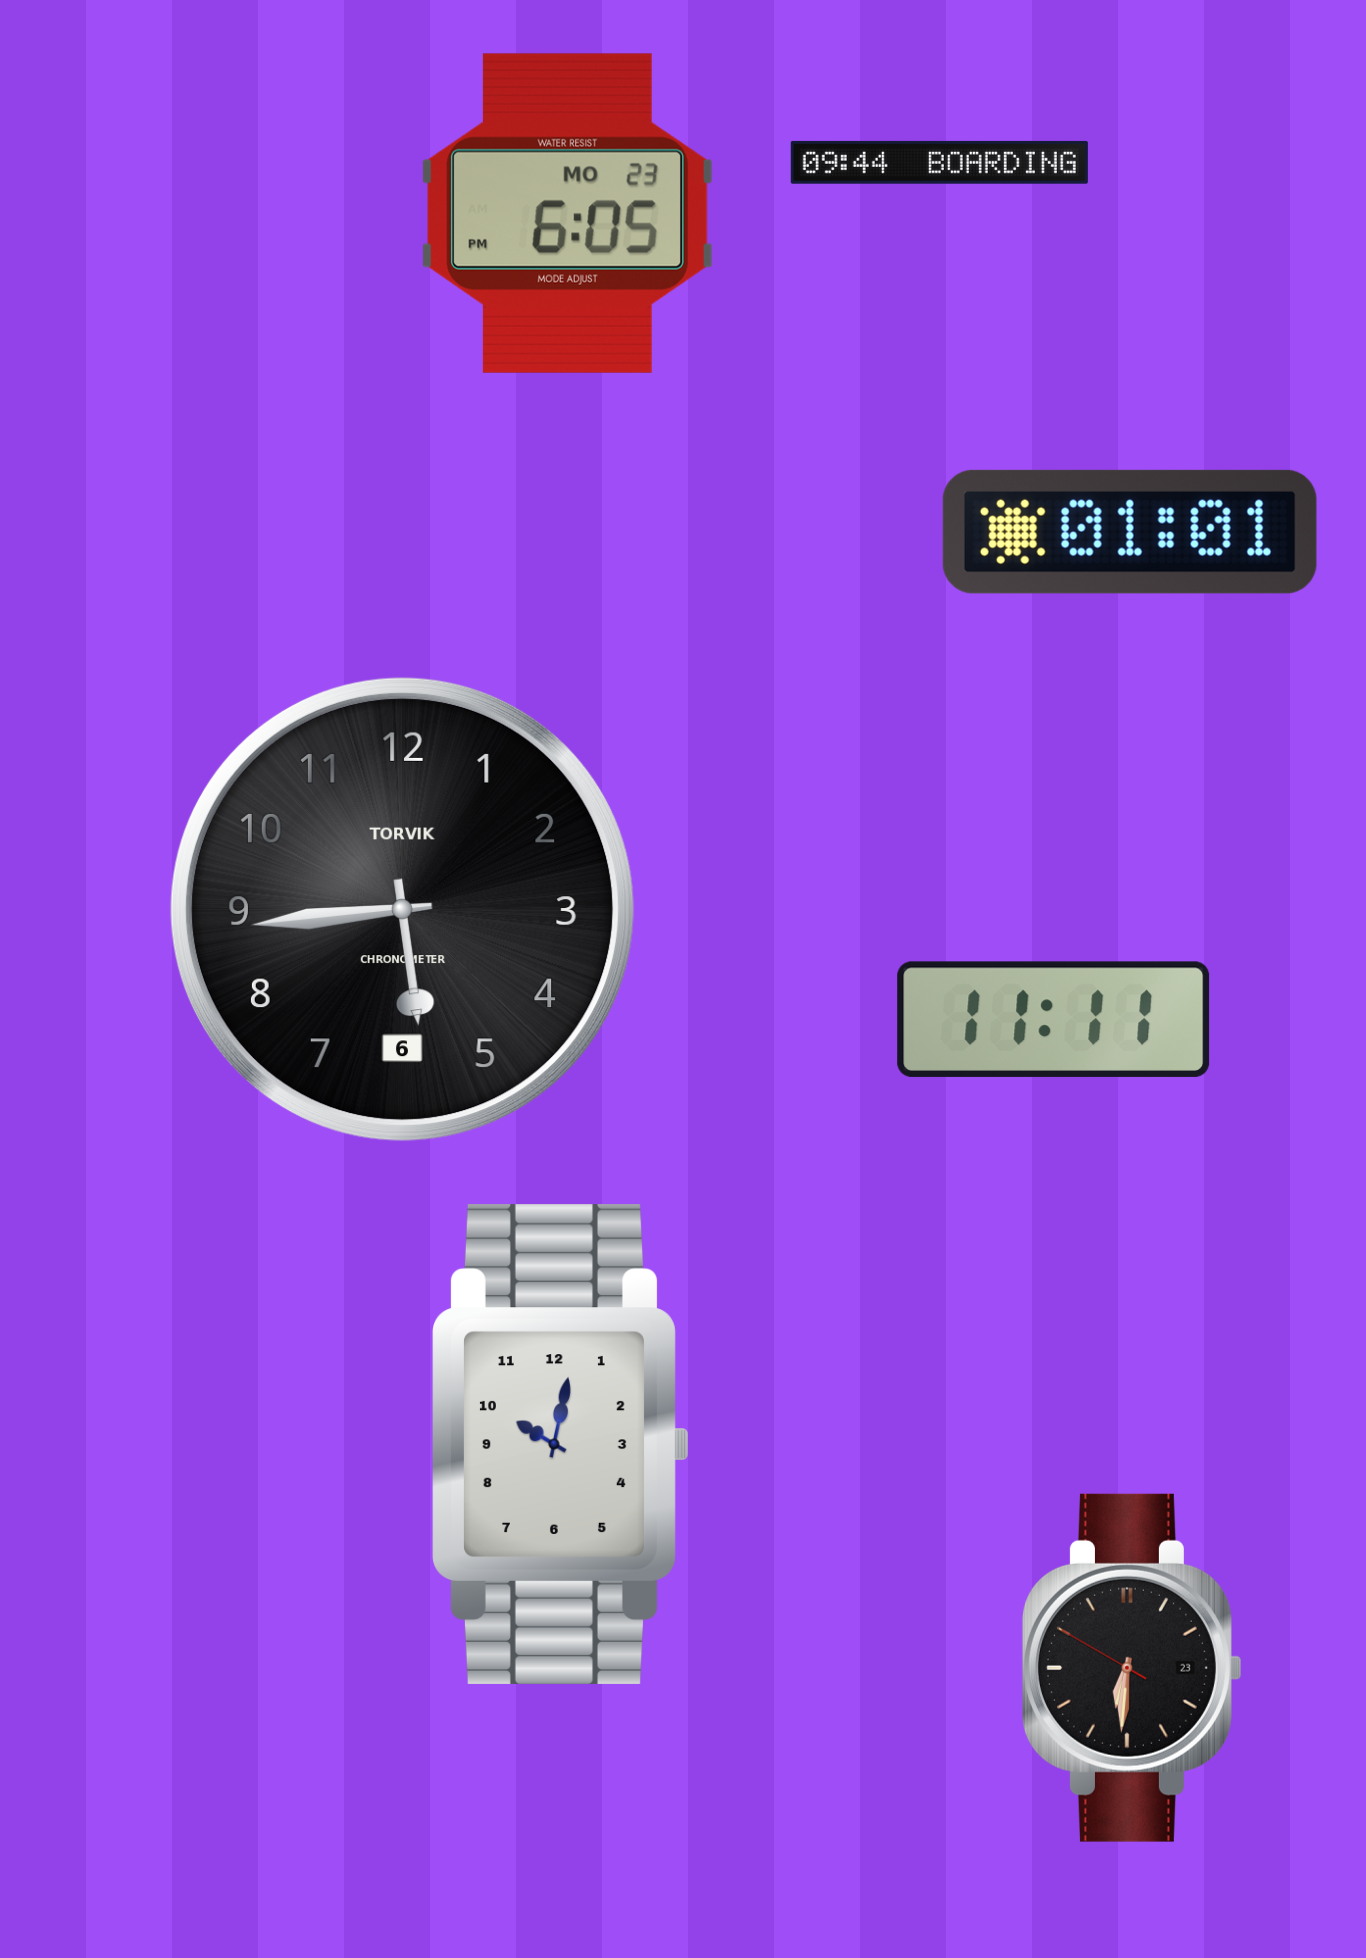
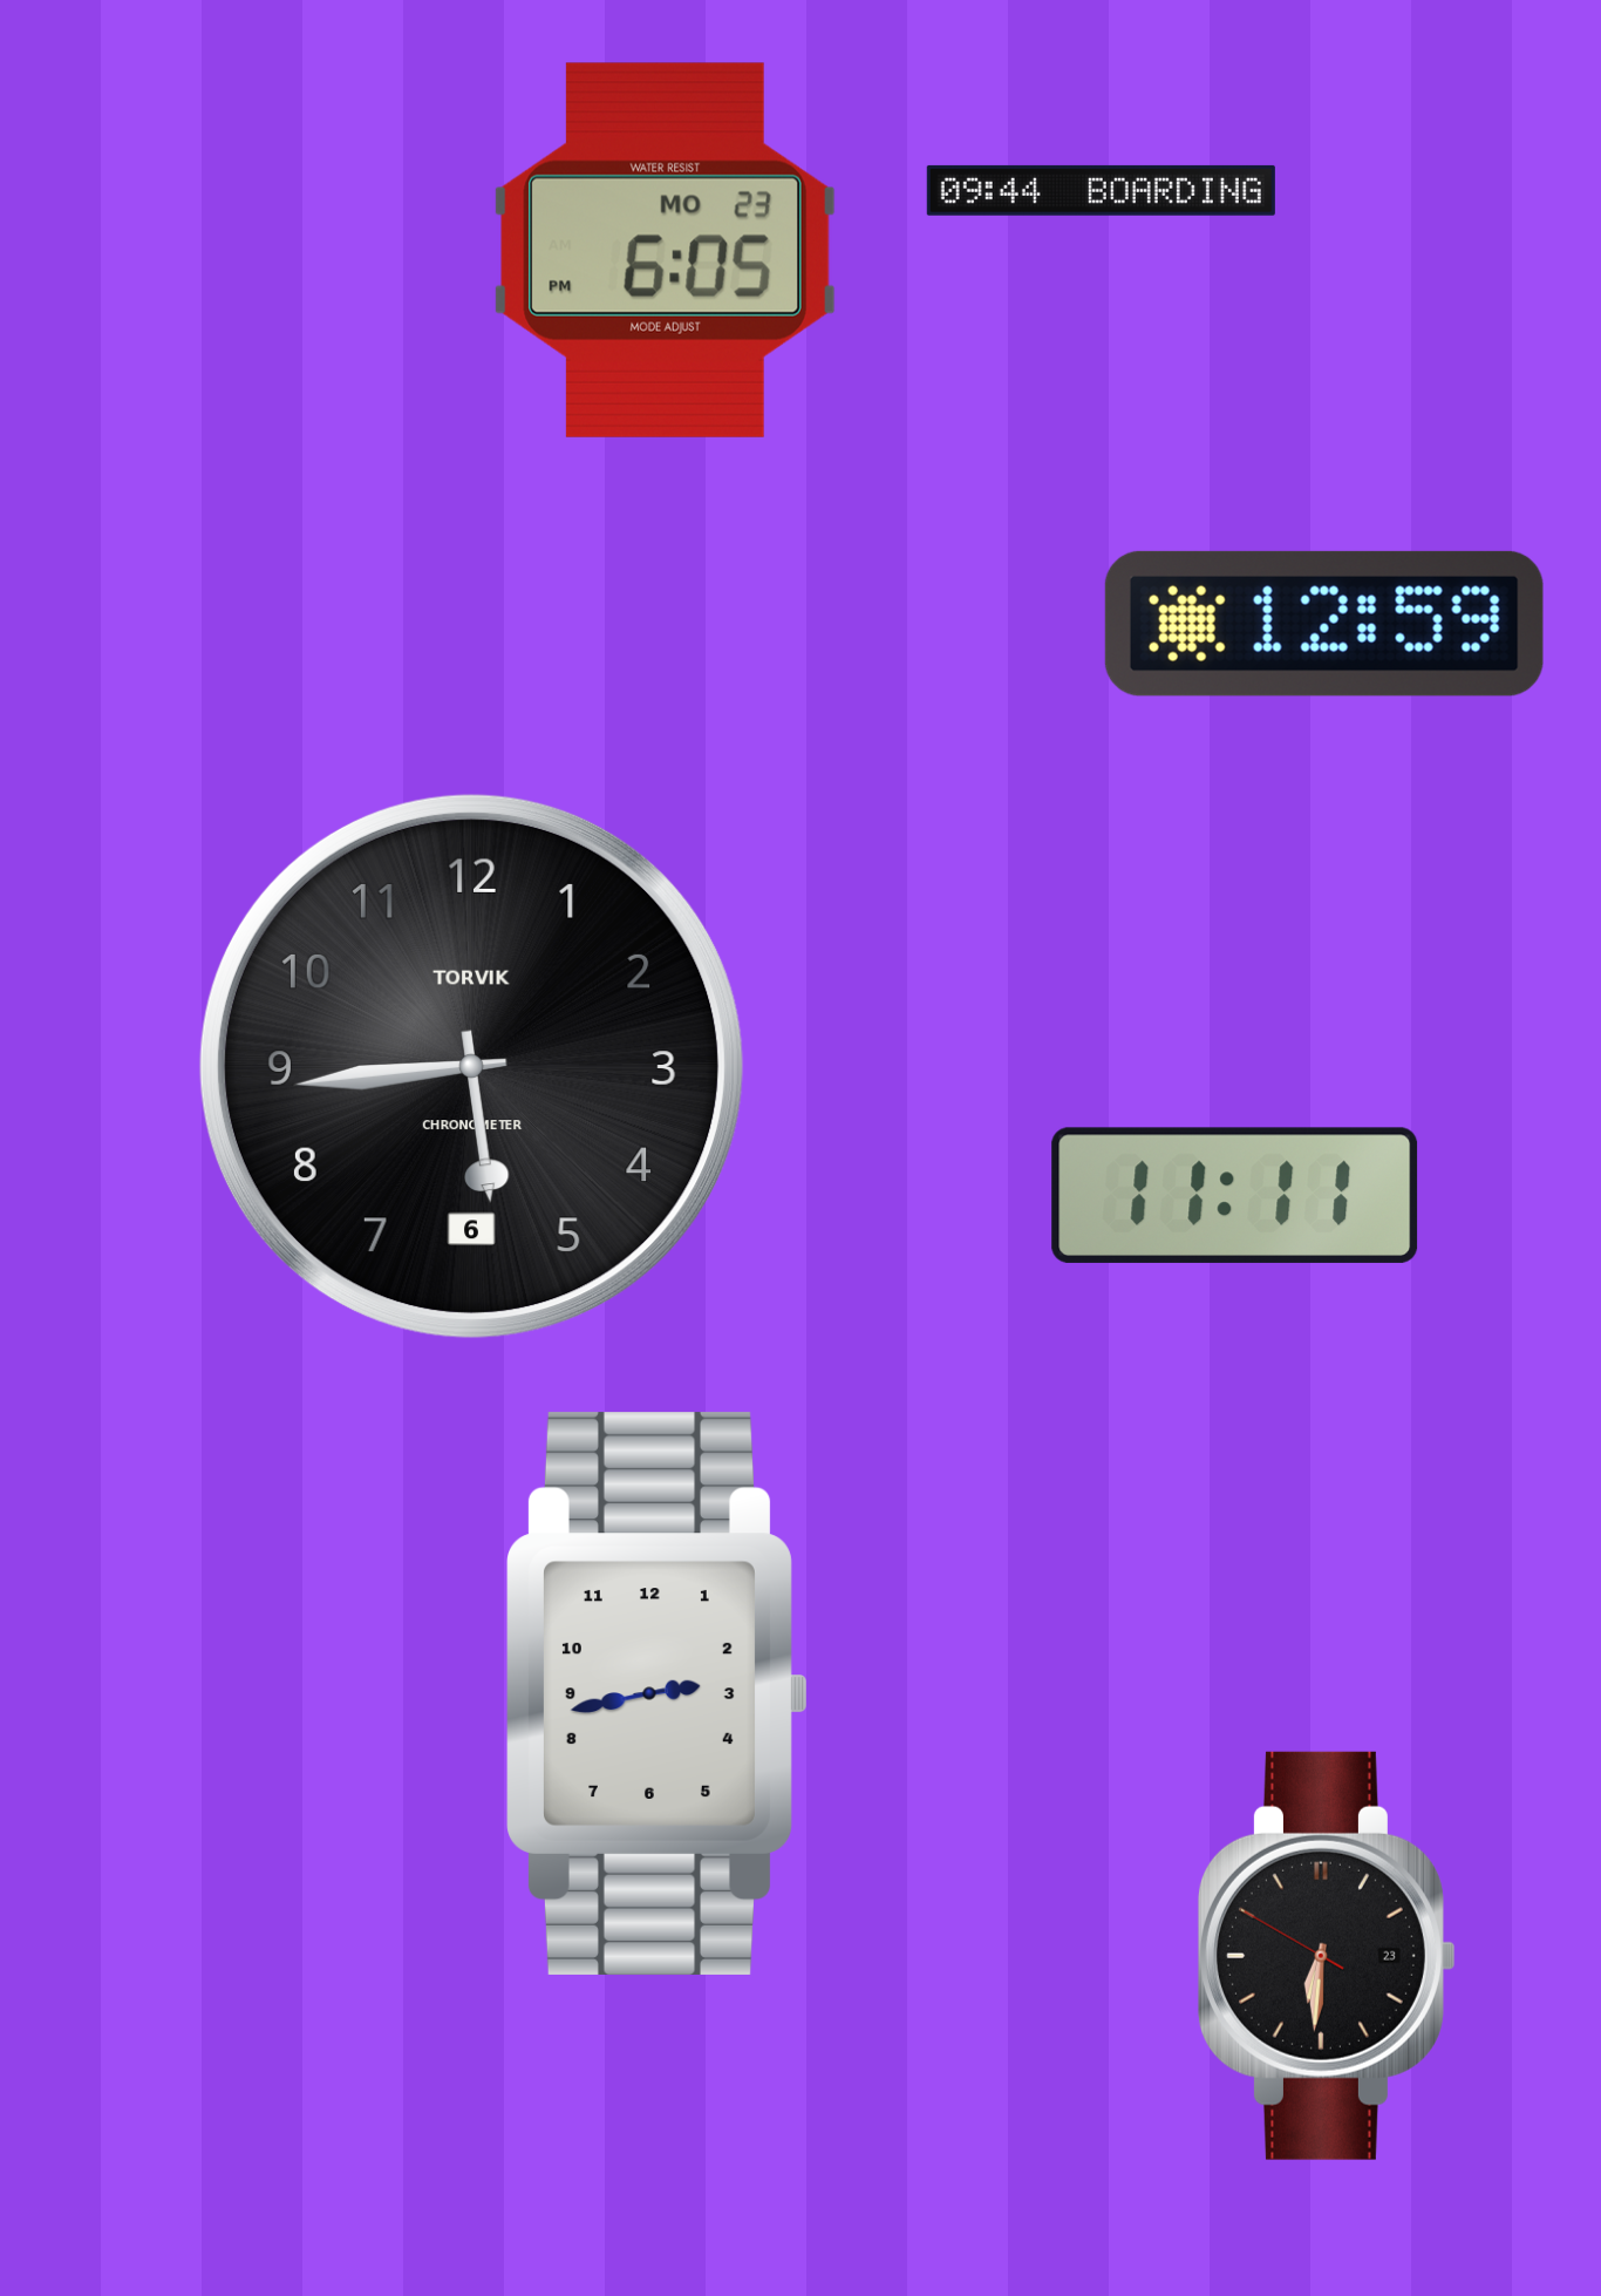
clock at (1130, 532): 01:01 -> 12:59
clock at (561, 1444): 10:02 -> 2:43
